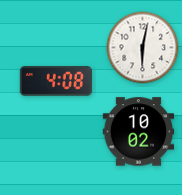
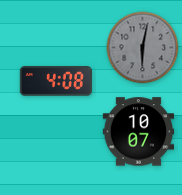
clock at (143, 48) dial: white -> grey
clock at (139, 132): 10:02 -> 10:07
